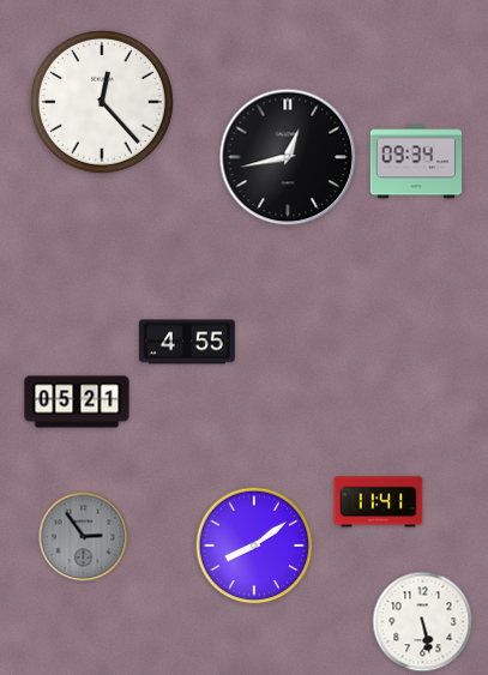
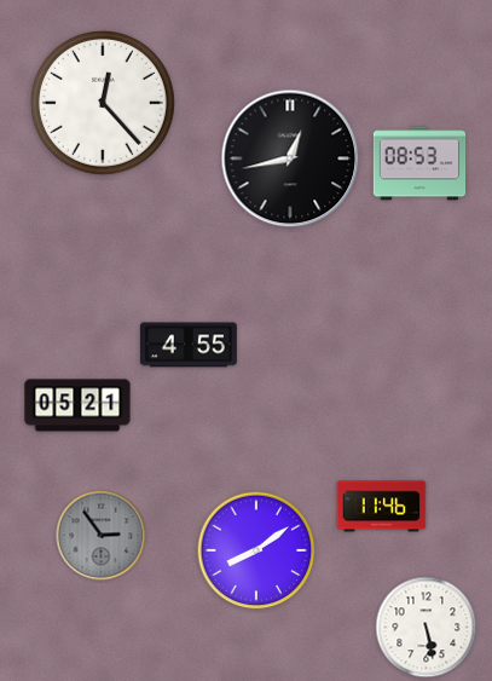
clock at (416, 162): 09:34 -> 08:53
clock at (379, 502): 11:41 -> 11:46
clock at (84, 537) position: (84, 537) -> (102, 536)
